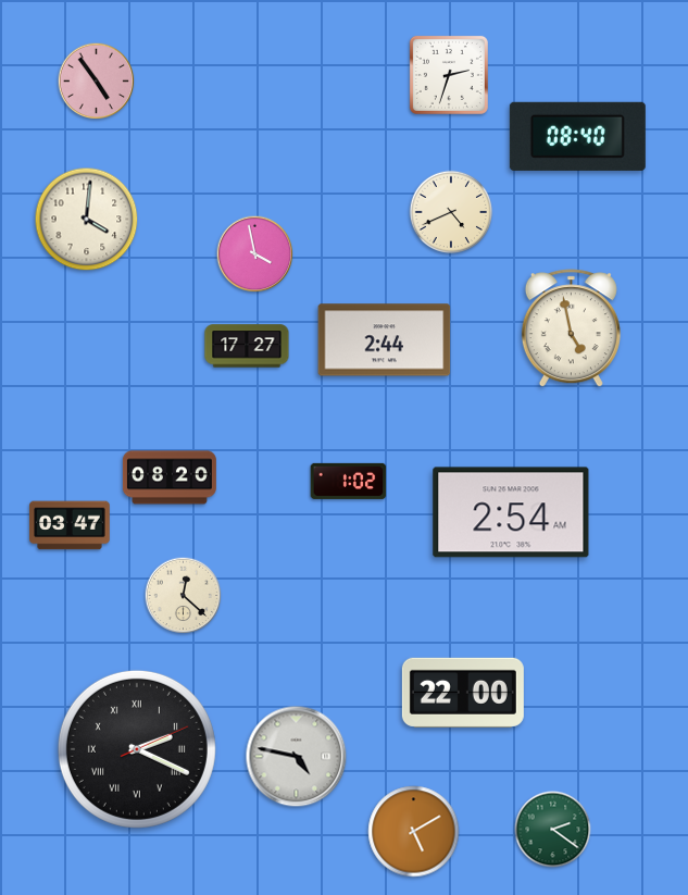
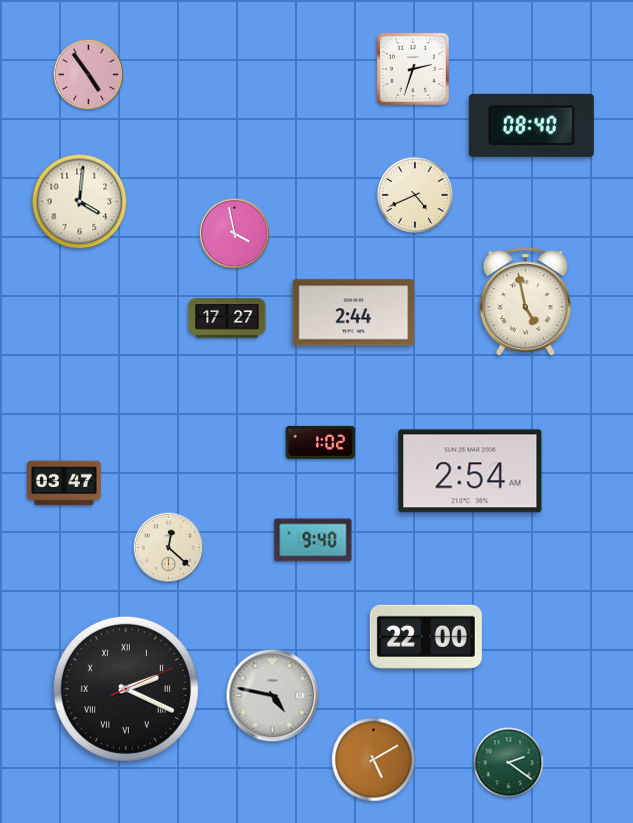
clock at (170, 477): 08:20 -> none
clock at (313, 540): none -> 9:40
clock at (414, 832) position: (414, 832) -> (374, 760)
